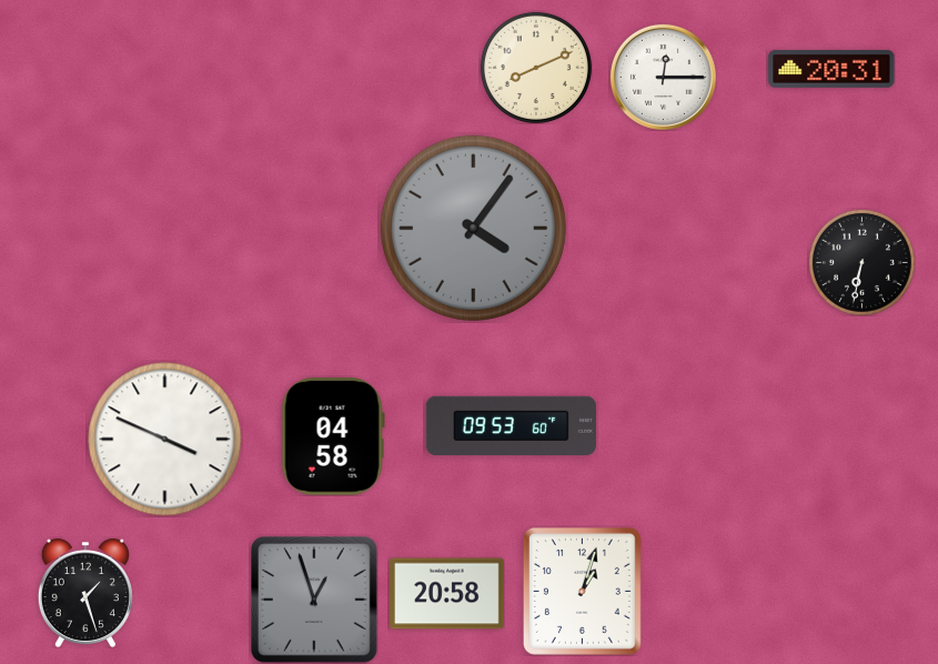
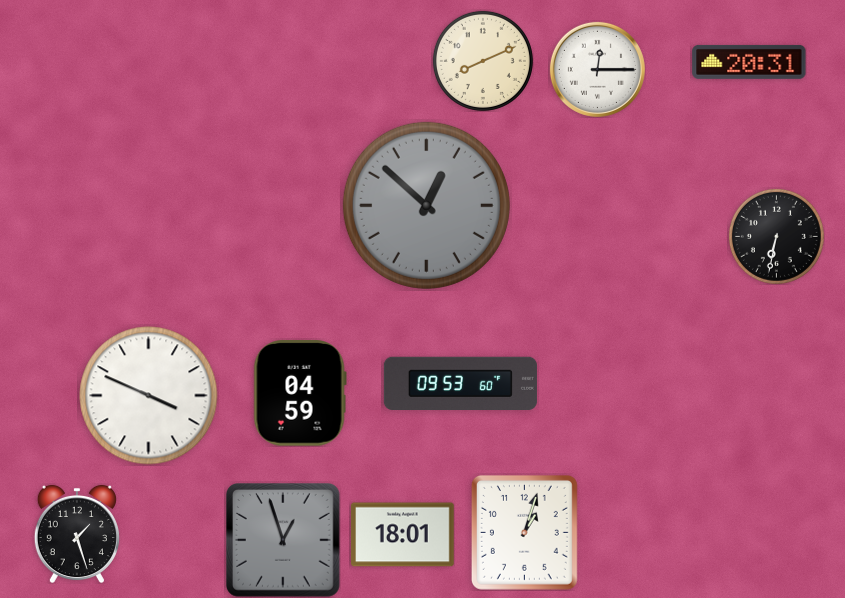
clock at (473, 228): 4:06 -> 12:52
clock at (333, 436): 04:58 -> 04:59
clock at (447, 594): 20:58 -> 18:01
